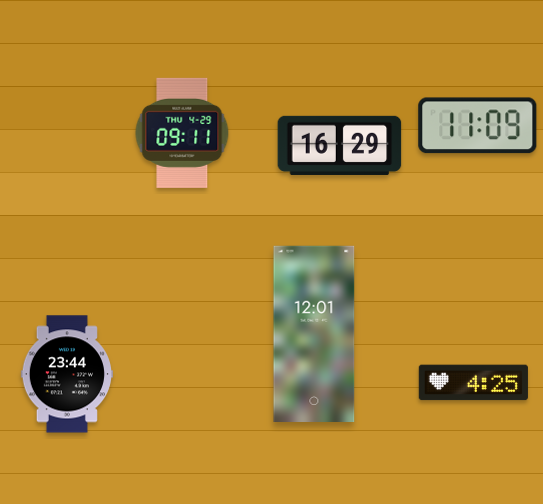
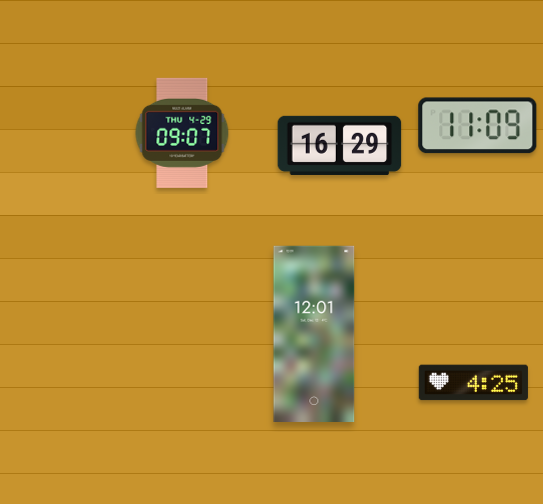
clock at (182, 133): 09:11 -> 09:07
clock at (66, 374): 23:44 -> none
